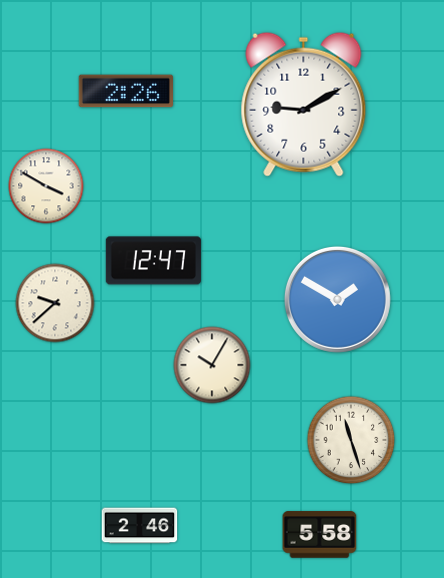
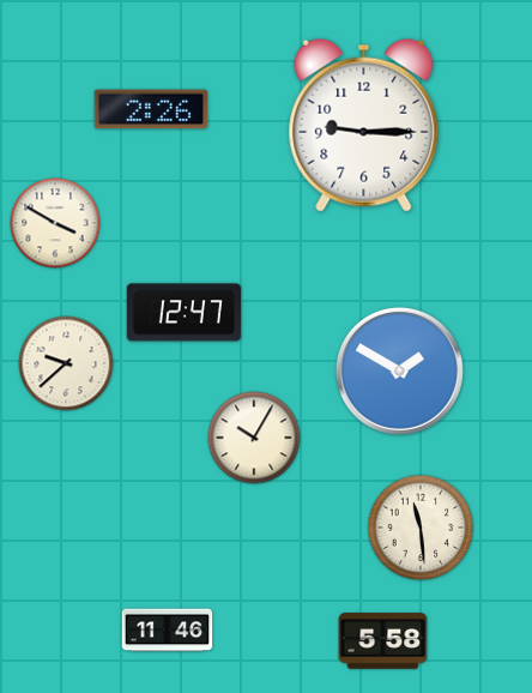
clock at (304, 104): 9:10 -> 9:15
clock at (337, 299) position: (337, 299) -> (399, 370)
clock at (351, 440): 11:27 -> 11:29
clock at (140, 526): 2:46 -> 11:46
